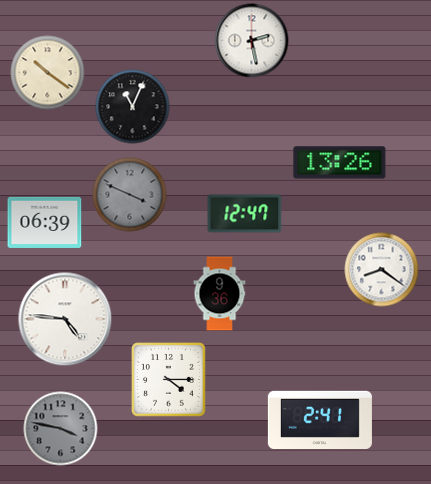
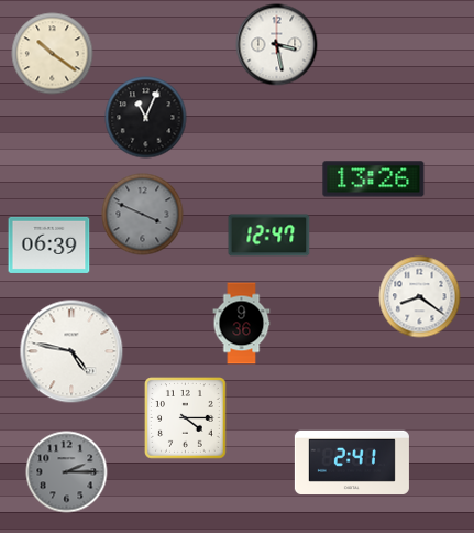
clock at (252, 41): 2:28 -> 3:28
clock at (48, 73) position: (48, 73) -> (53, 54)
clock at (65, 319): 4:46 -> 4:47
clock at (61, 429): 3:47 -> 2:15
